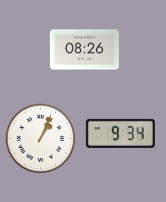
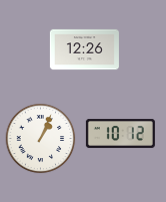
clock at (84, 50): 08:26 -> 12:26
clock at (120, 133): 9:34 -> 10:12
